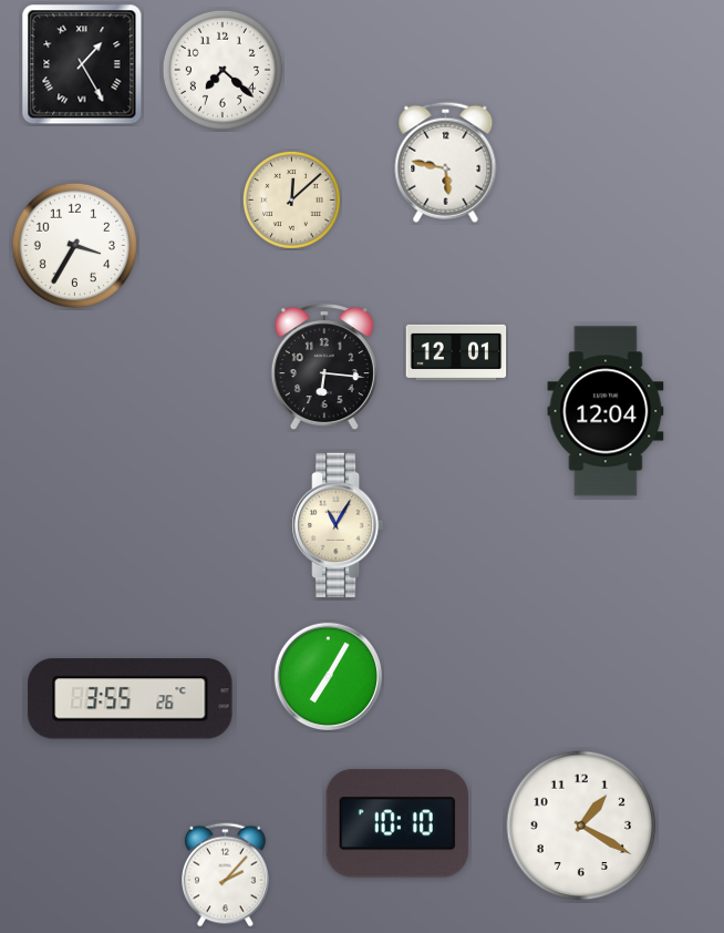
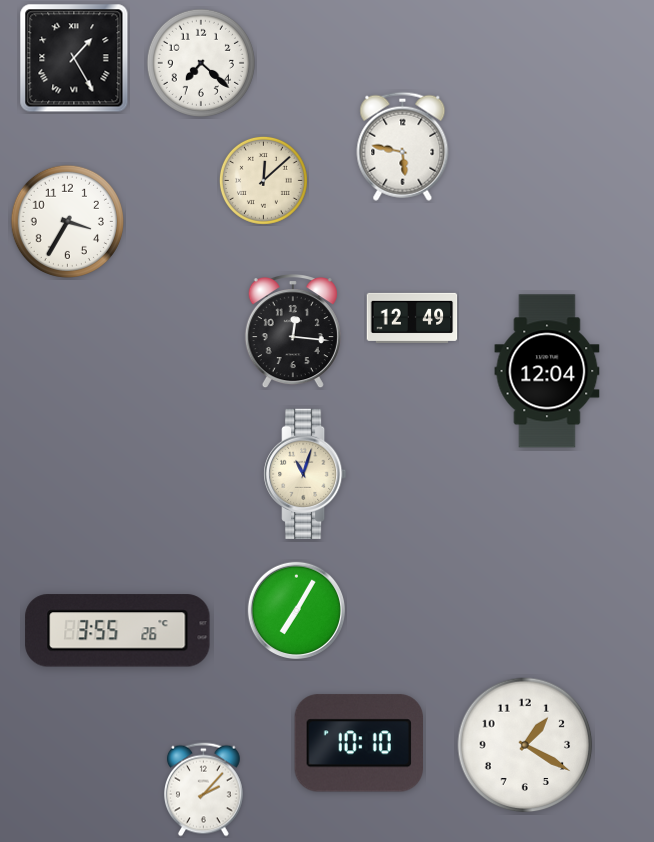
clock at (456, 352): 12:01 -> 12:49
clock at (324, 368): 6:16 -> 12:16
clock at (339, 524): 11:05 -> 11:03
